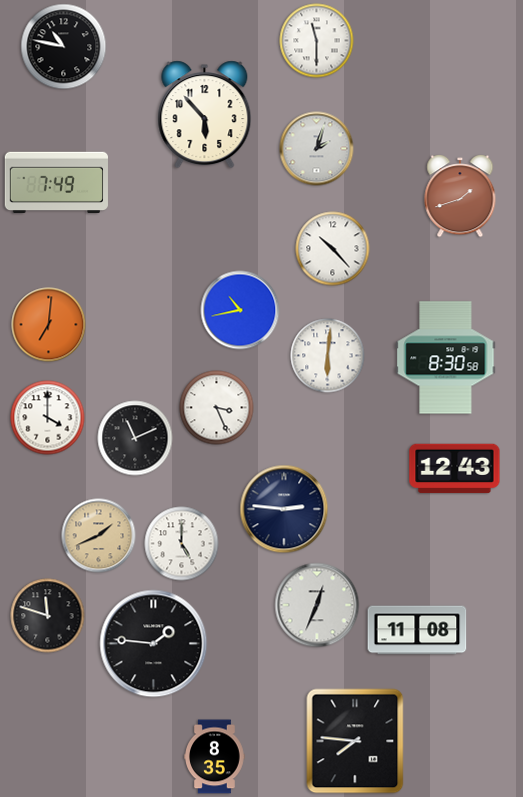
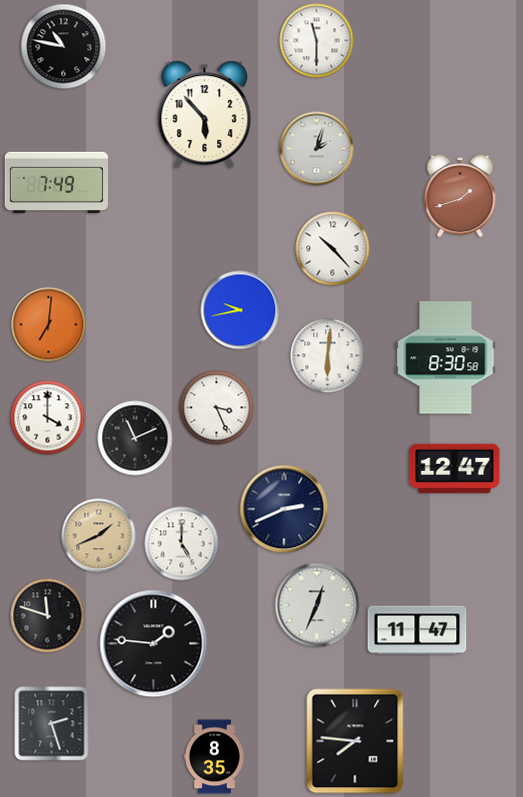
clock at (240, 310): 10:43 -> 9:43
clock at (455, 469): 12:43 -> 12:47
clock at (284, 509): 2:46 -> 2:41
clock at (417, 630): 11:08 -> 11:47
clock at (52, 724): none -> 2:27
